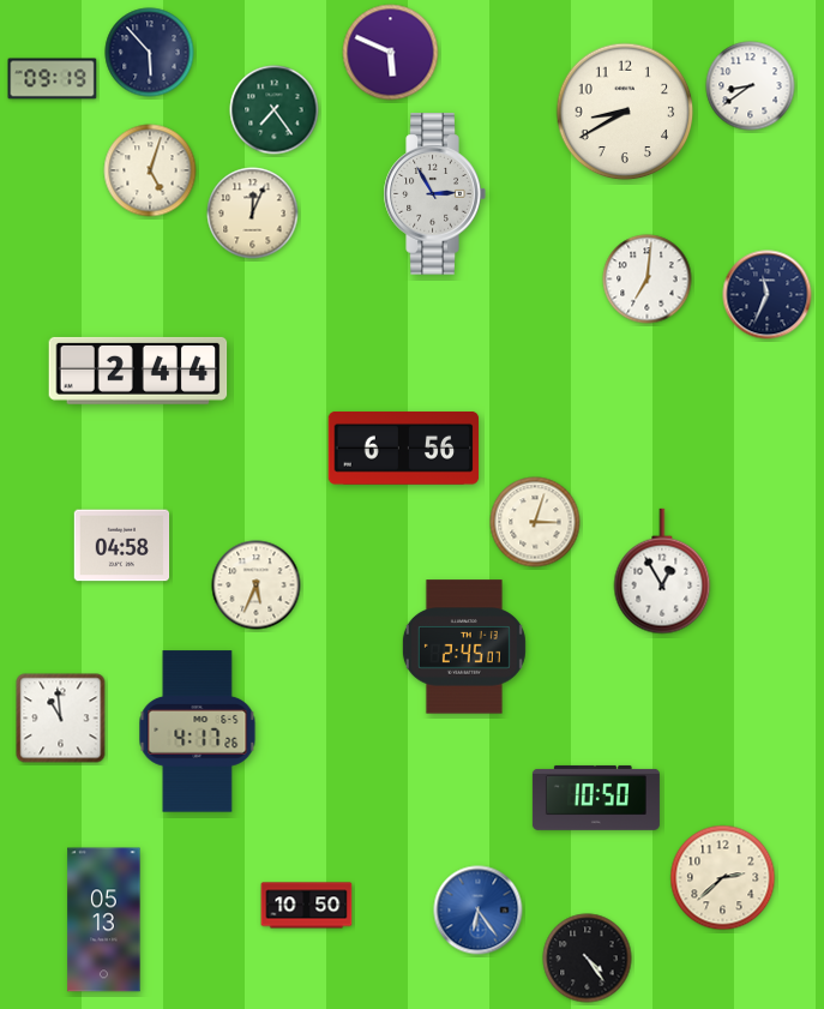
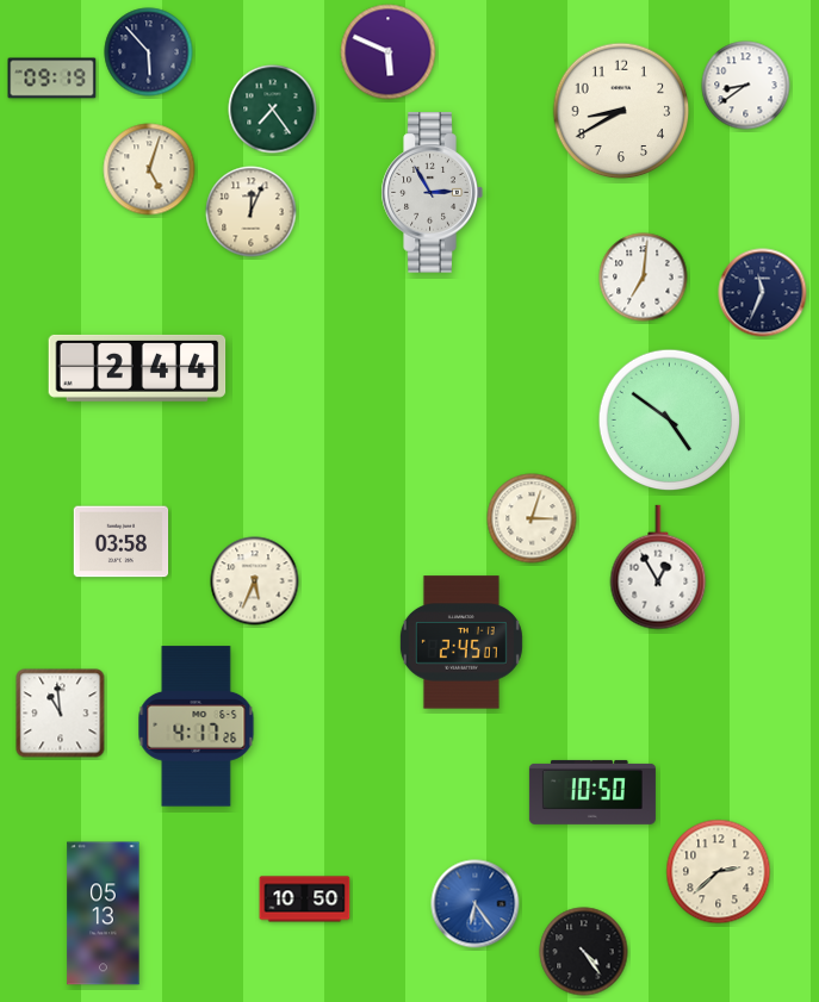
clock at (670, 421): none -> 4:51
clock at (404, 448): 6:56 -> none
clock at (122, 546): 04:58 -> 03:58
